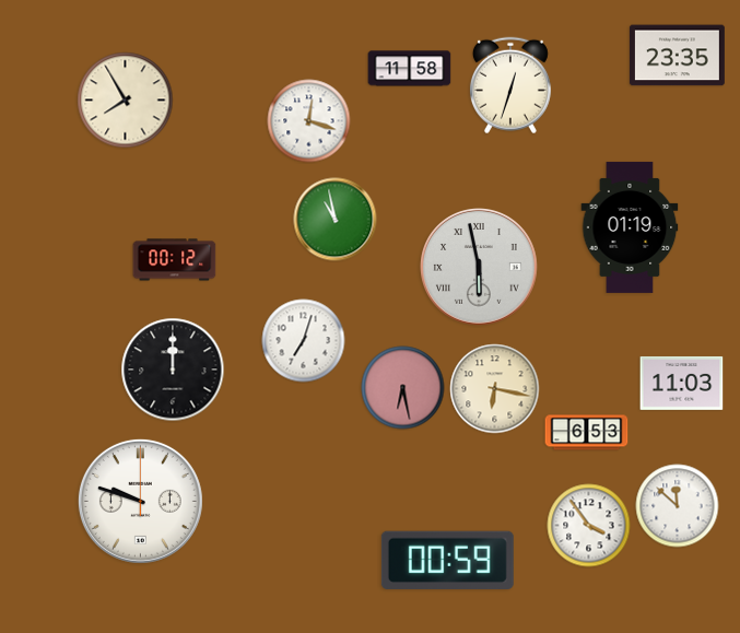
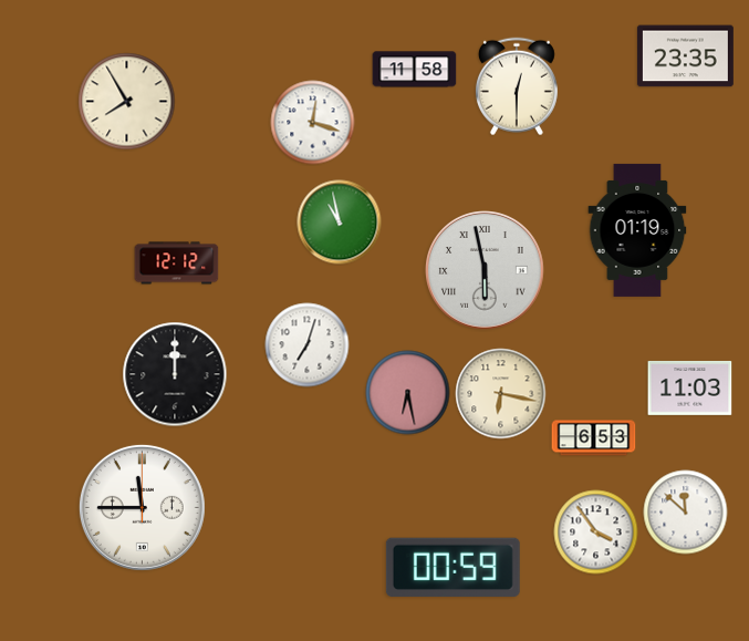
clock at (510, 85): 12:33 -> 12:30
clock at (175, 260): 00:12 -> 12:12
clock at (140, 501): 9:48 -> 11:45
